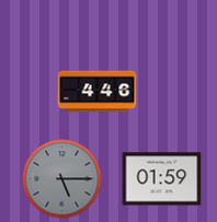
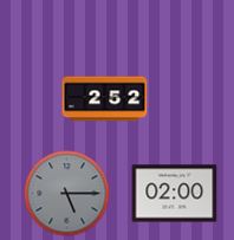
clock at (98, 92): 4:46 -> 2:52
clock at (162, 179): 01:59 -> 02:00
